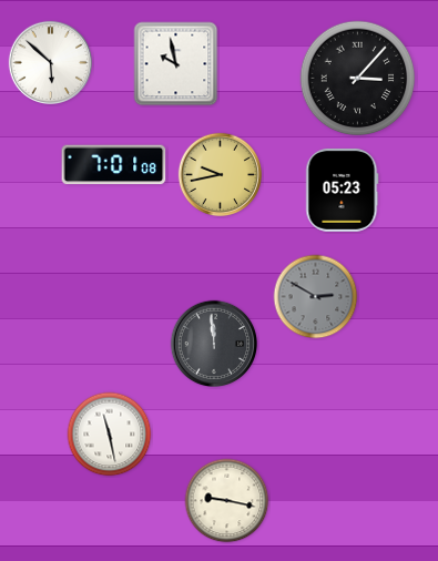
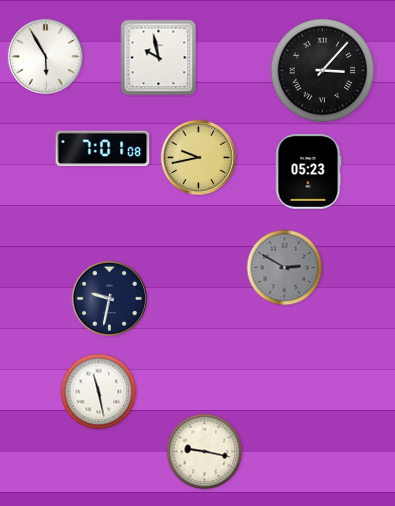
clock at (50, 62): 5:52 -> 5:55
clock at (109, 298): none -> 9:32
clock at (214, 344): 11:59 -> none
